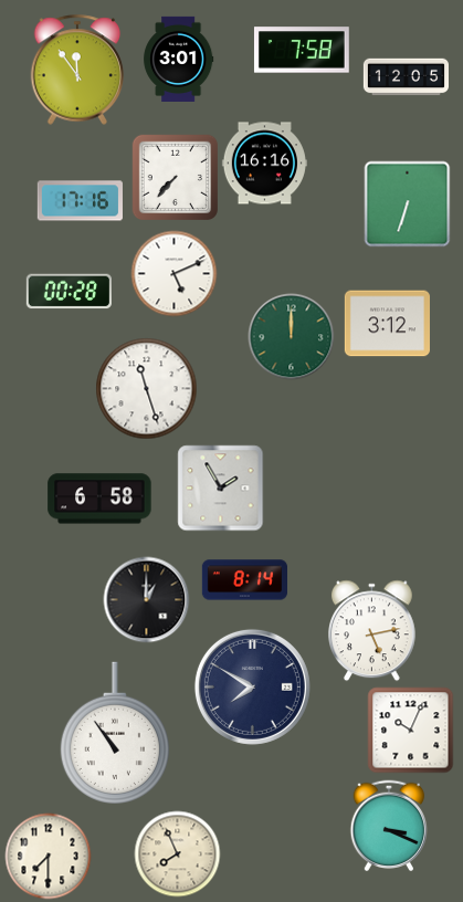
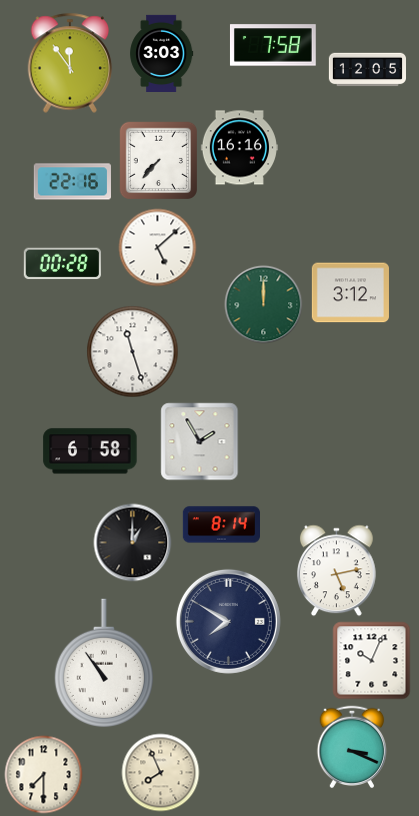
clock at (179, 59): 3:01 -> 3:03
clock at (80, 201): 17:16 -> 22:16
clock at (407, 203): 6:33 -> none
clock at (173, 273): 5:11 -> 5:08
